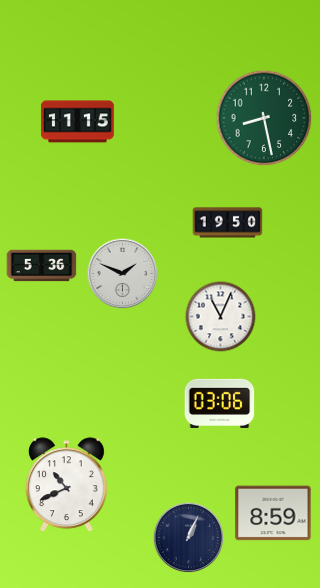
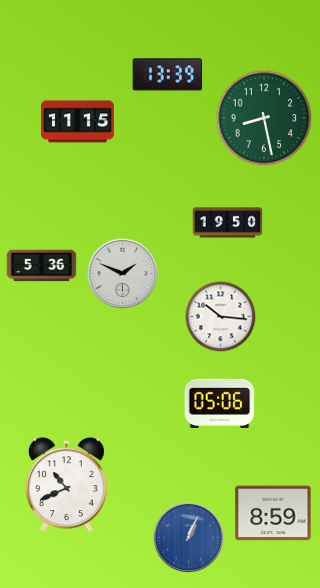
clock at (168, 75): none -> 13:39
clock at (221, 317): 11:04 -> 10:16
clock at (220, 403): 03:06 -> 05:06
clock at (189, 538) dial: navy -> blue
